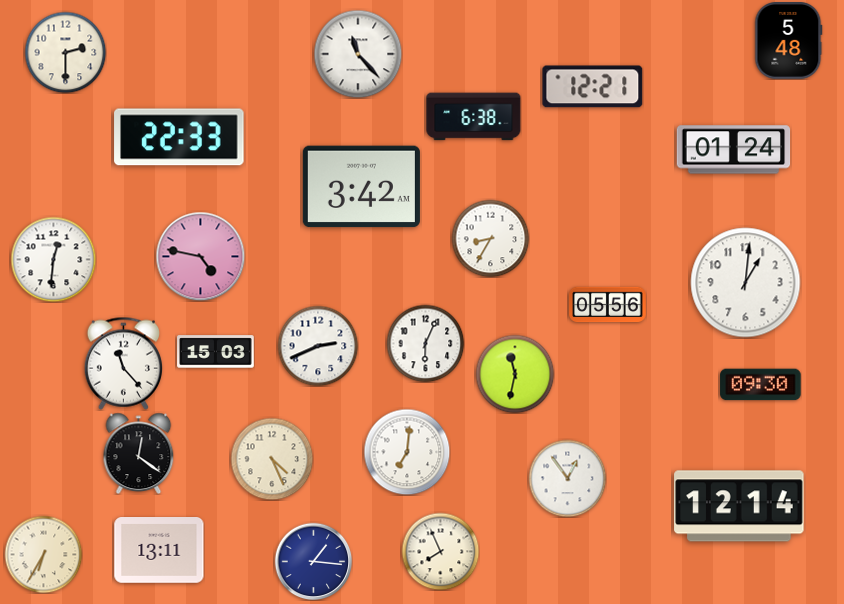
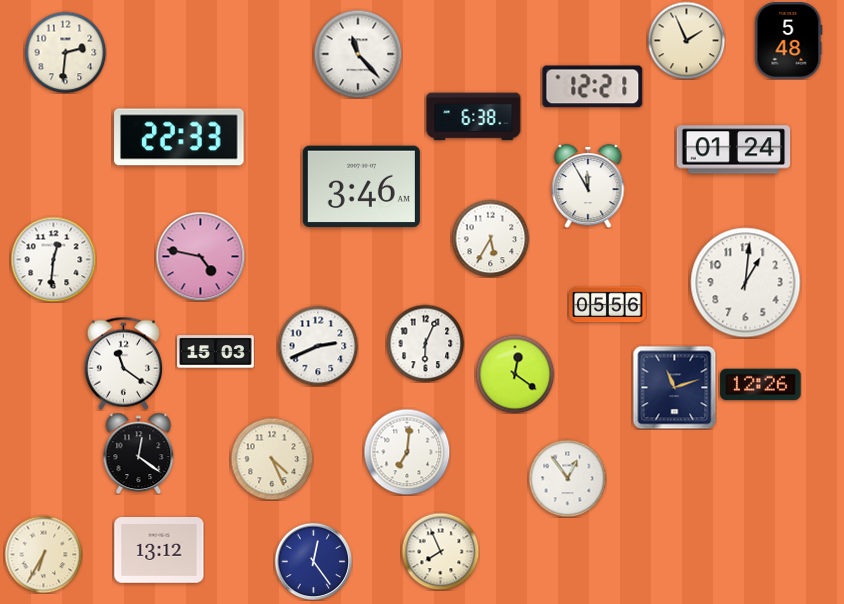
clock at (686, 40): none -> 1:56
clock at (65, 52): 2:30 -> 2:31
clock at (588, 186): none -> 11:55
clock at (361, 187): 3:42 -> 3:46
clock at (490, 238): 8:35 -> 5:35
clock at (123, 363): 11:23 -> 11:21
clock at (515, 374): 11:32 -> 12:21
clock at (761, 385): 09:30 -> 12:26
clock at (674, 387): none -> 11:12
clock at (739, 506): 12:14 -> none
clock at (159, 551): 13:11 -> 13:12
clock at (313, 561): 1:16 -> 12:24
